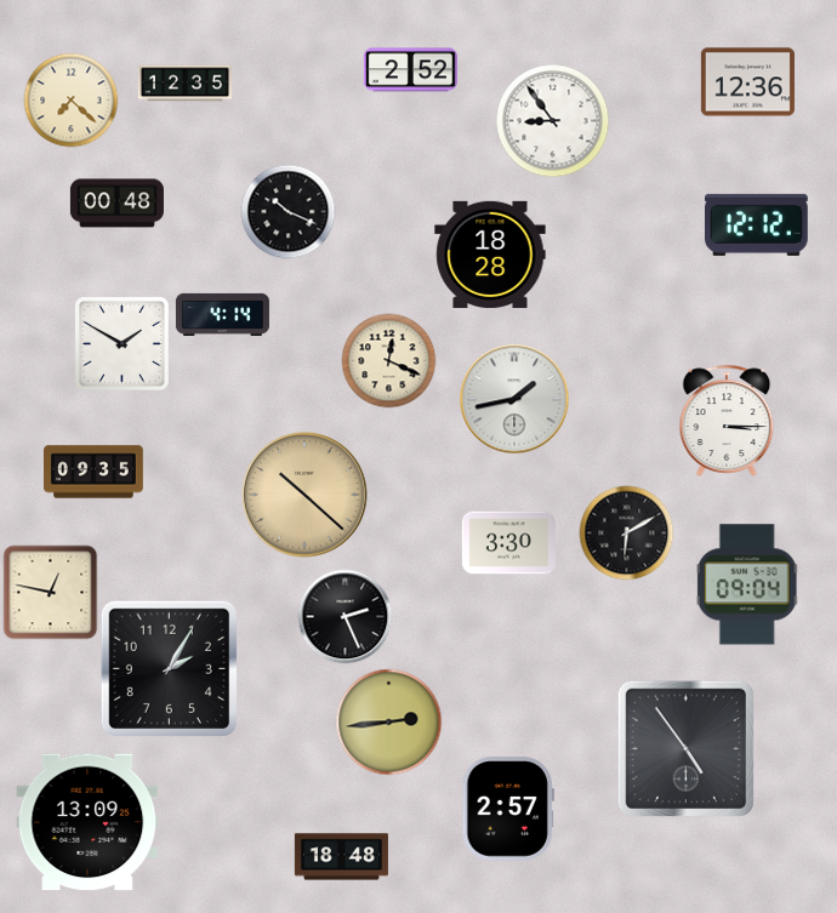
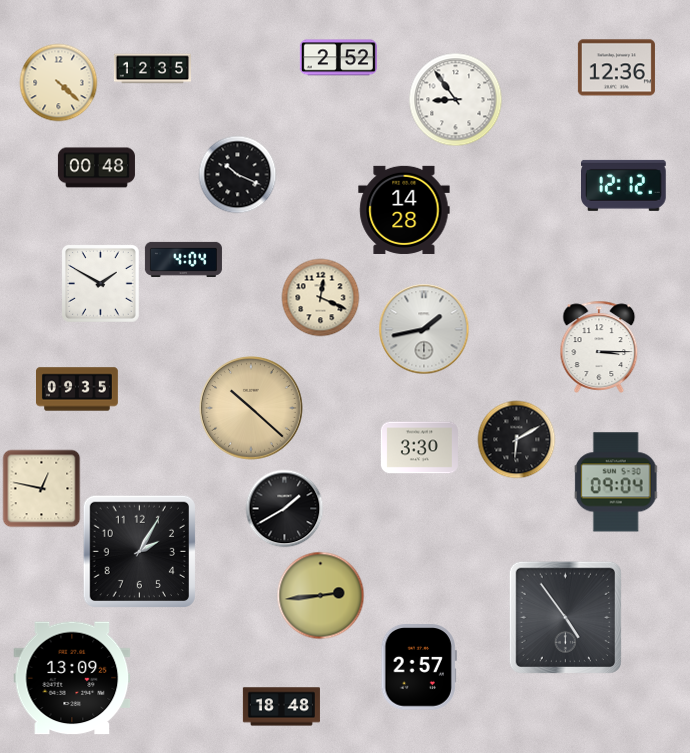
clock at (70, 99): 7:22 -> 4:22
clock at (490, 255): 18:28 -> 14:28
clock at (222, 314): 4:14 -> 4:04
clock at (345, 616): 2:26 -> 1:40
